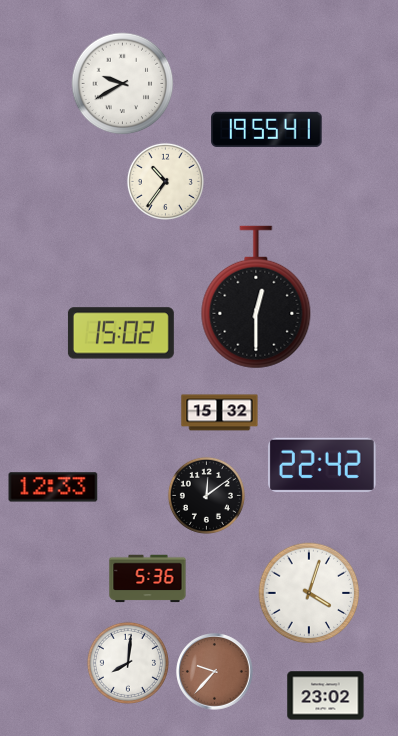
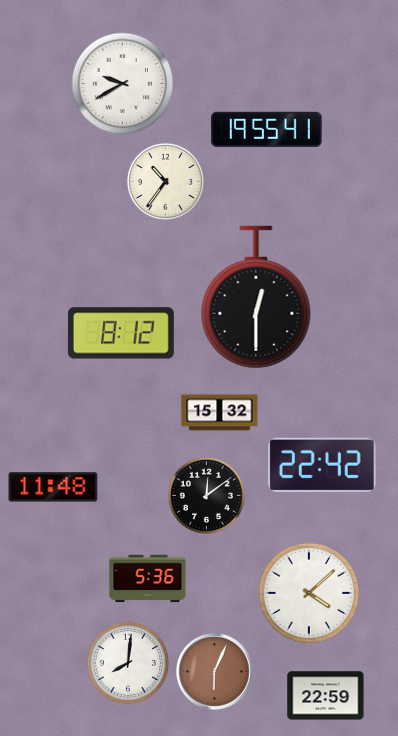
clock at (121, 333): 15:02 -> 8:12
clock at (53, 487): 12:33 -> 11:48
clock at (309, 593): 4:03 -> 4:08
clock at (215, 672): 9:37 -> 6:04
clock at (326, 696): 23:02 -> 22:59
